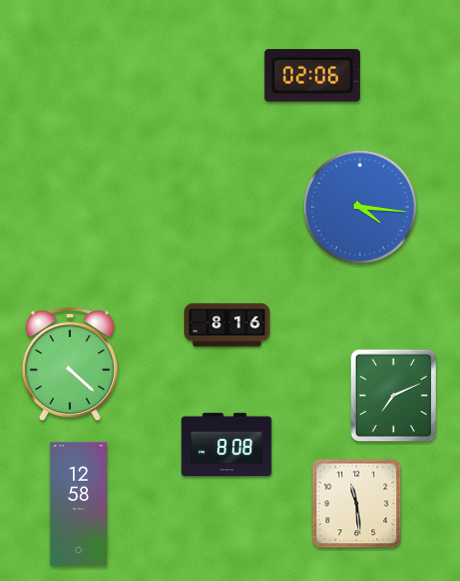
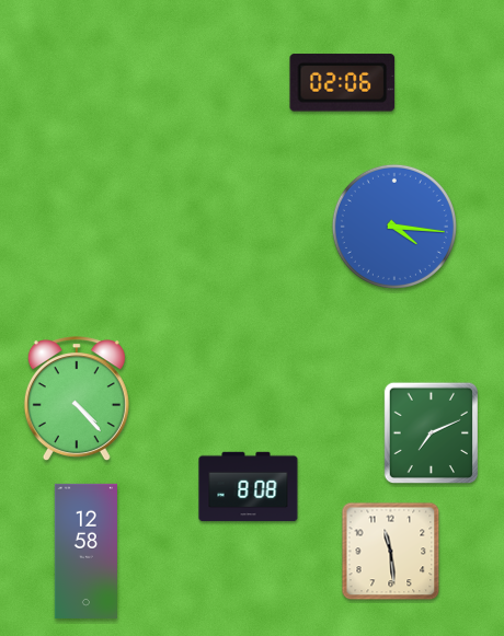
clock at (227, 325): 8:16 -> none
clock at (70, 365): 4:22 -> 4:23
